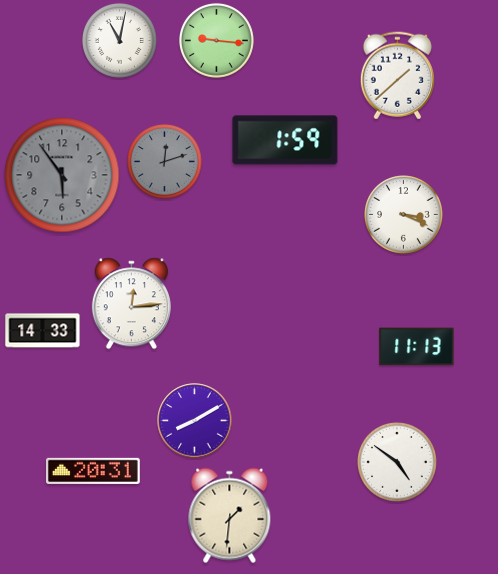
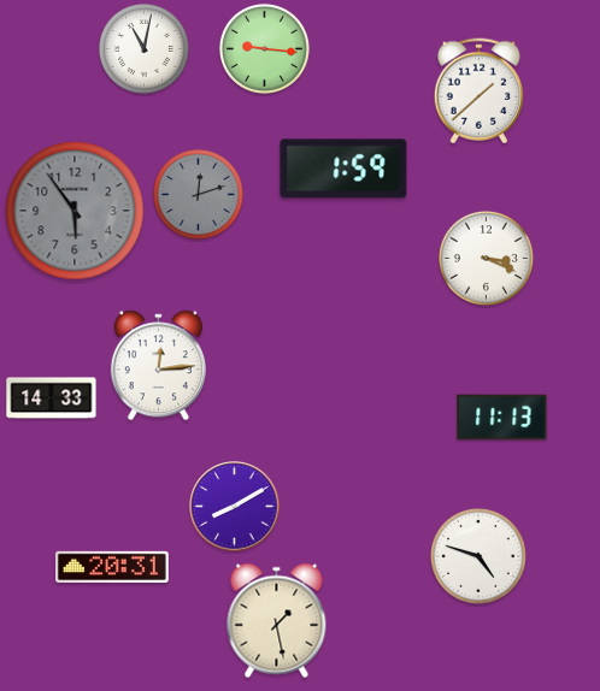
clock at (216, 40) position: (216, 40) -> (264, 48)
clock at (398, 463): 4:51 -> 4:48
clock at (230, 516): 1:31 -> 1:28
